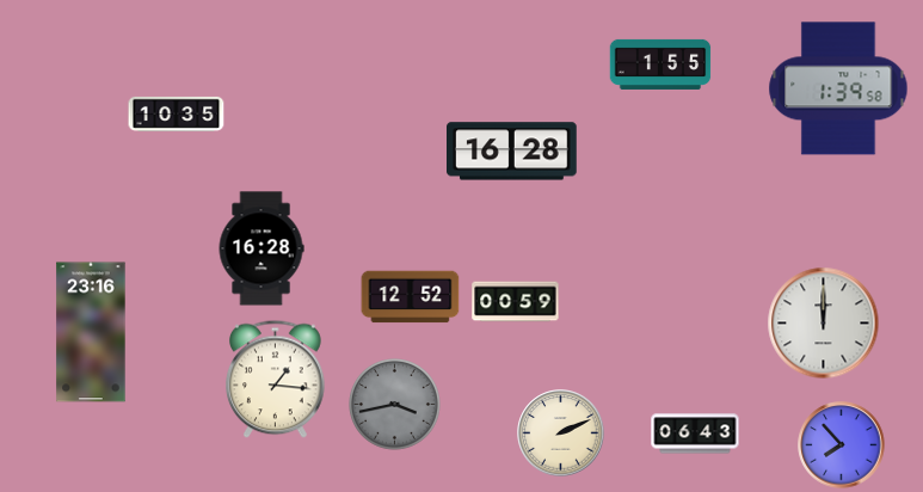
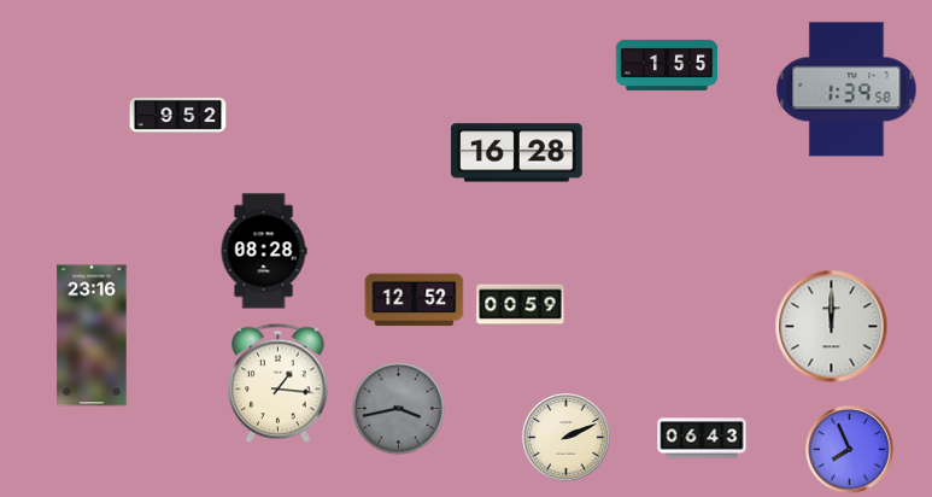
clock at (177, 113): 10:35 -> 9:52
clock at (261, 248): 16:28 -> 08:28
clock at (842, 445): 7:53 -> 7:56
